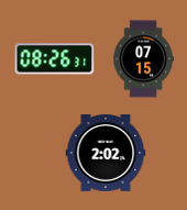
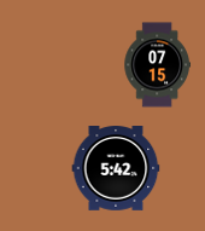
clock at (55, 59): 08:26 -> none
clock at (106, 153): 2:02 -> 5:42
